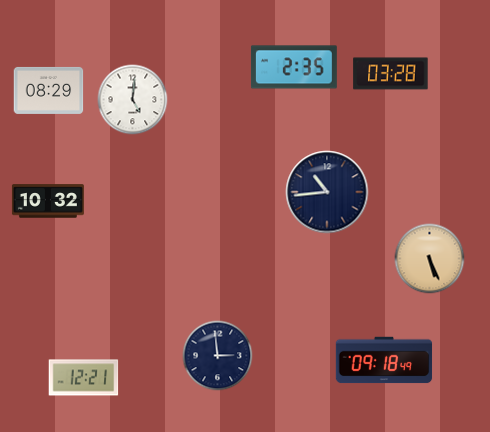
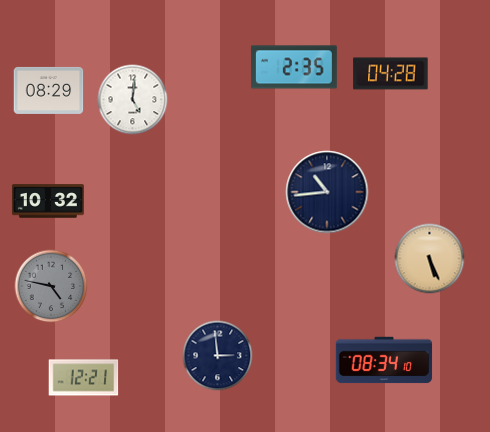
clock at (391, 74): 03:28 -> 04:28
clock at (51, 286): none -> 4:47
clock at (384, 360): 09:18 -> 08:34
